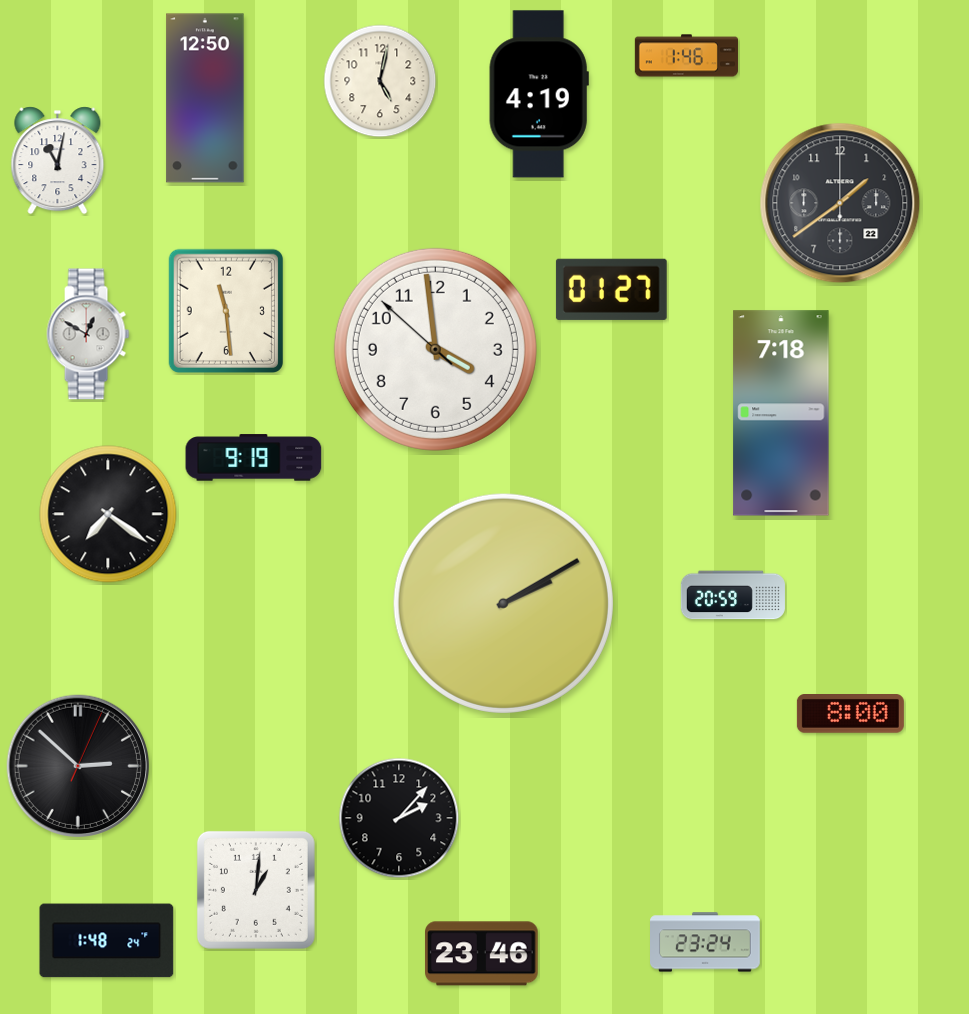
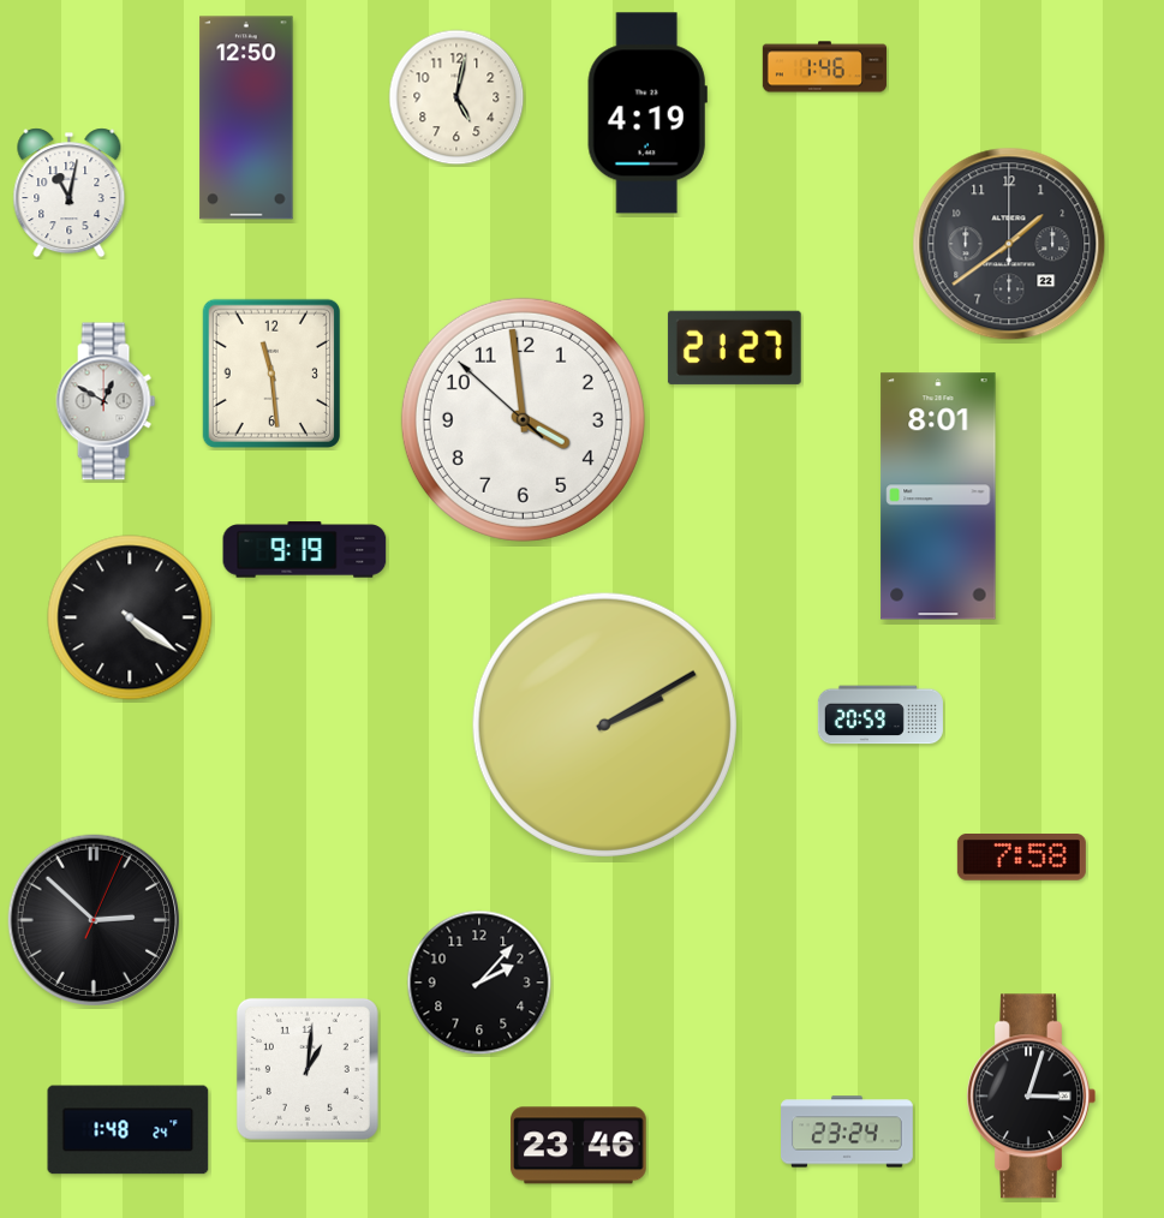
clock at (611, 289): 01:27 -> 21:27
clock at (781, 413): 7:18 -> 8:01
clock at (108, 514): 7:21 -> 4:21
clock at (850, 714): 8:00 -> 7:58
clock at (1031, 1097): none -> 3:03
